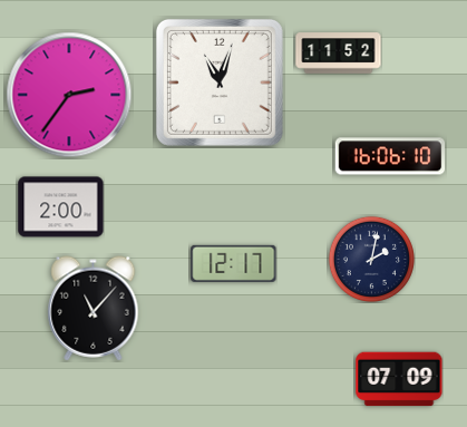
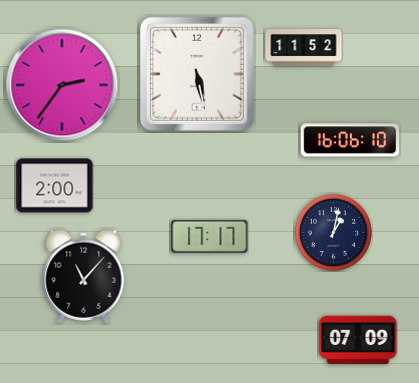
clock at (220, 83): 11:03 -> 5:28
clock at (371, 259): 2:02 -> 1:02
clock at (234, 263): 12:17 -> 17:17
